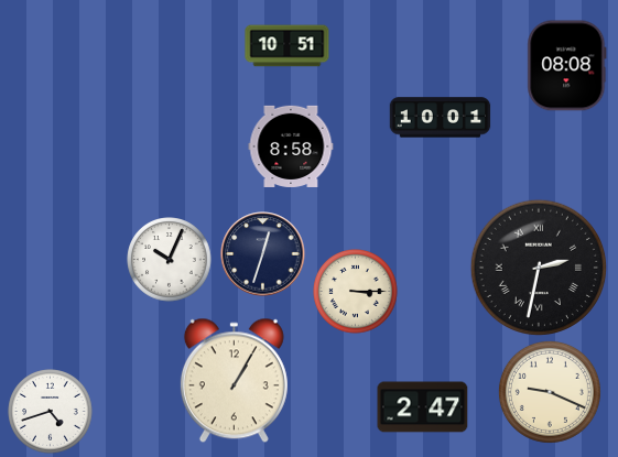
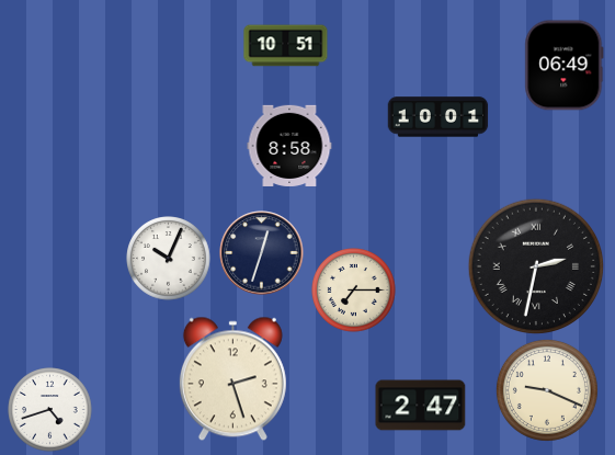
clock at (567, 66): 08:08 -> 06:49
clock at (356, 292): 3:15 -> 7:15
clock at (234, 381): 1:05 -> 2:27
